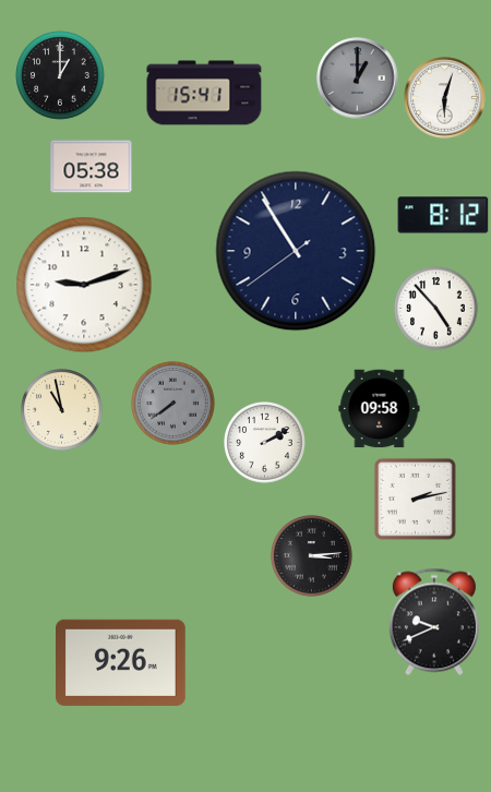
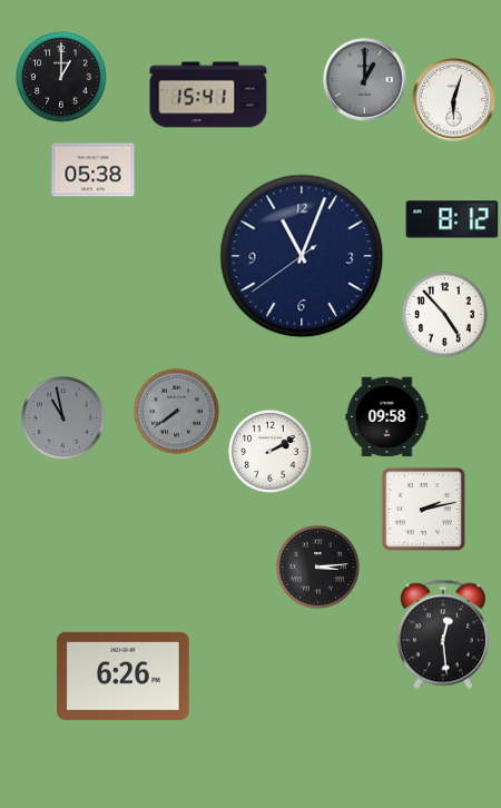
clock at (296, 251): 10:54 -> 11:03
clock at (84, 285): 9:12 -> none
clock at (62, 410) dial: cream -> grey
clock at (434, 622): 9:41 -> 12:29
clock at (121, 662): 9:26 -> 6:26
